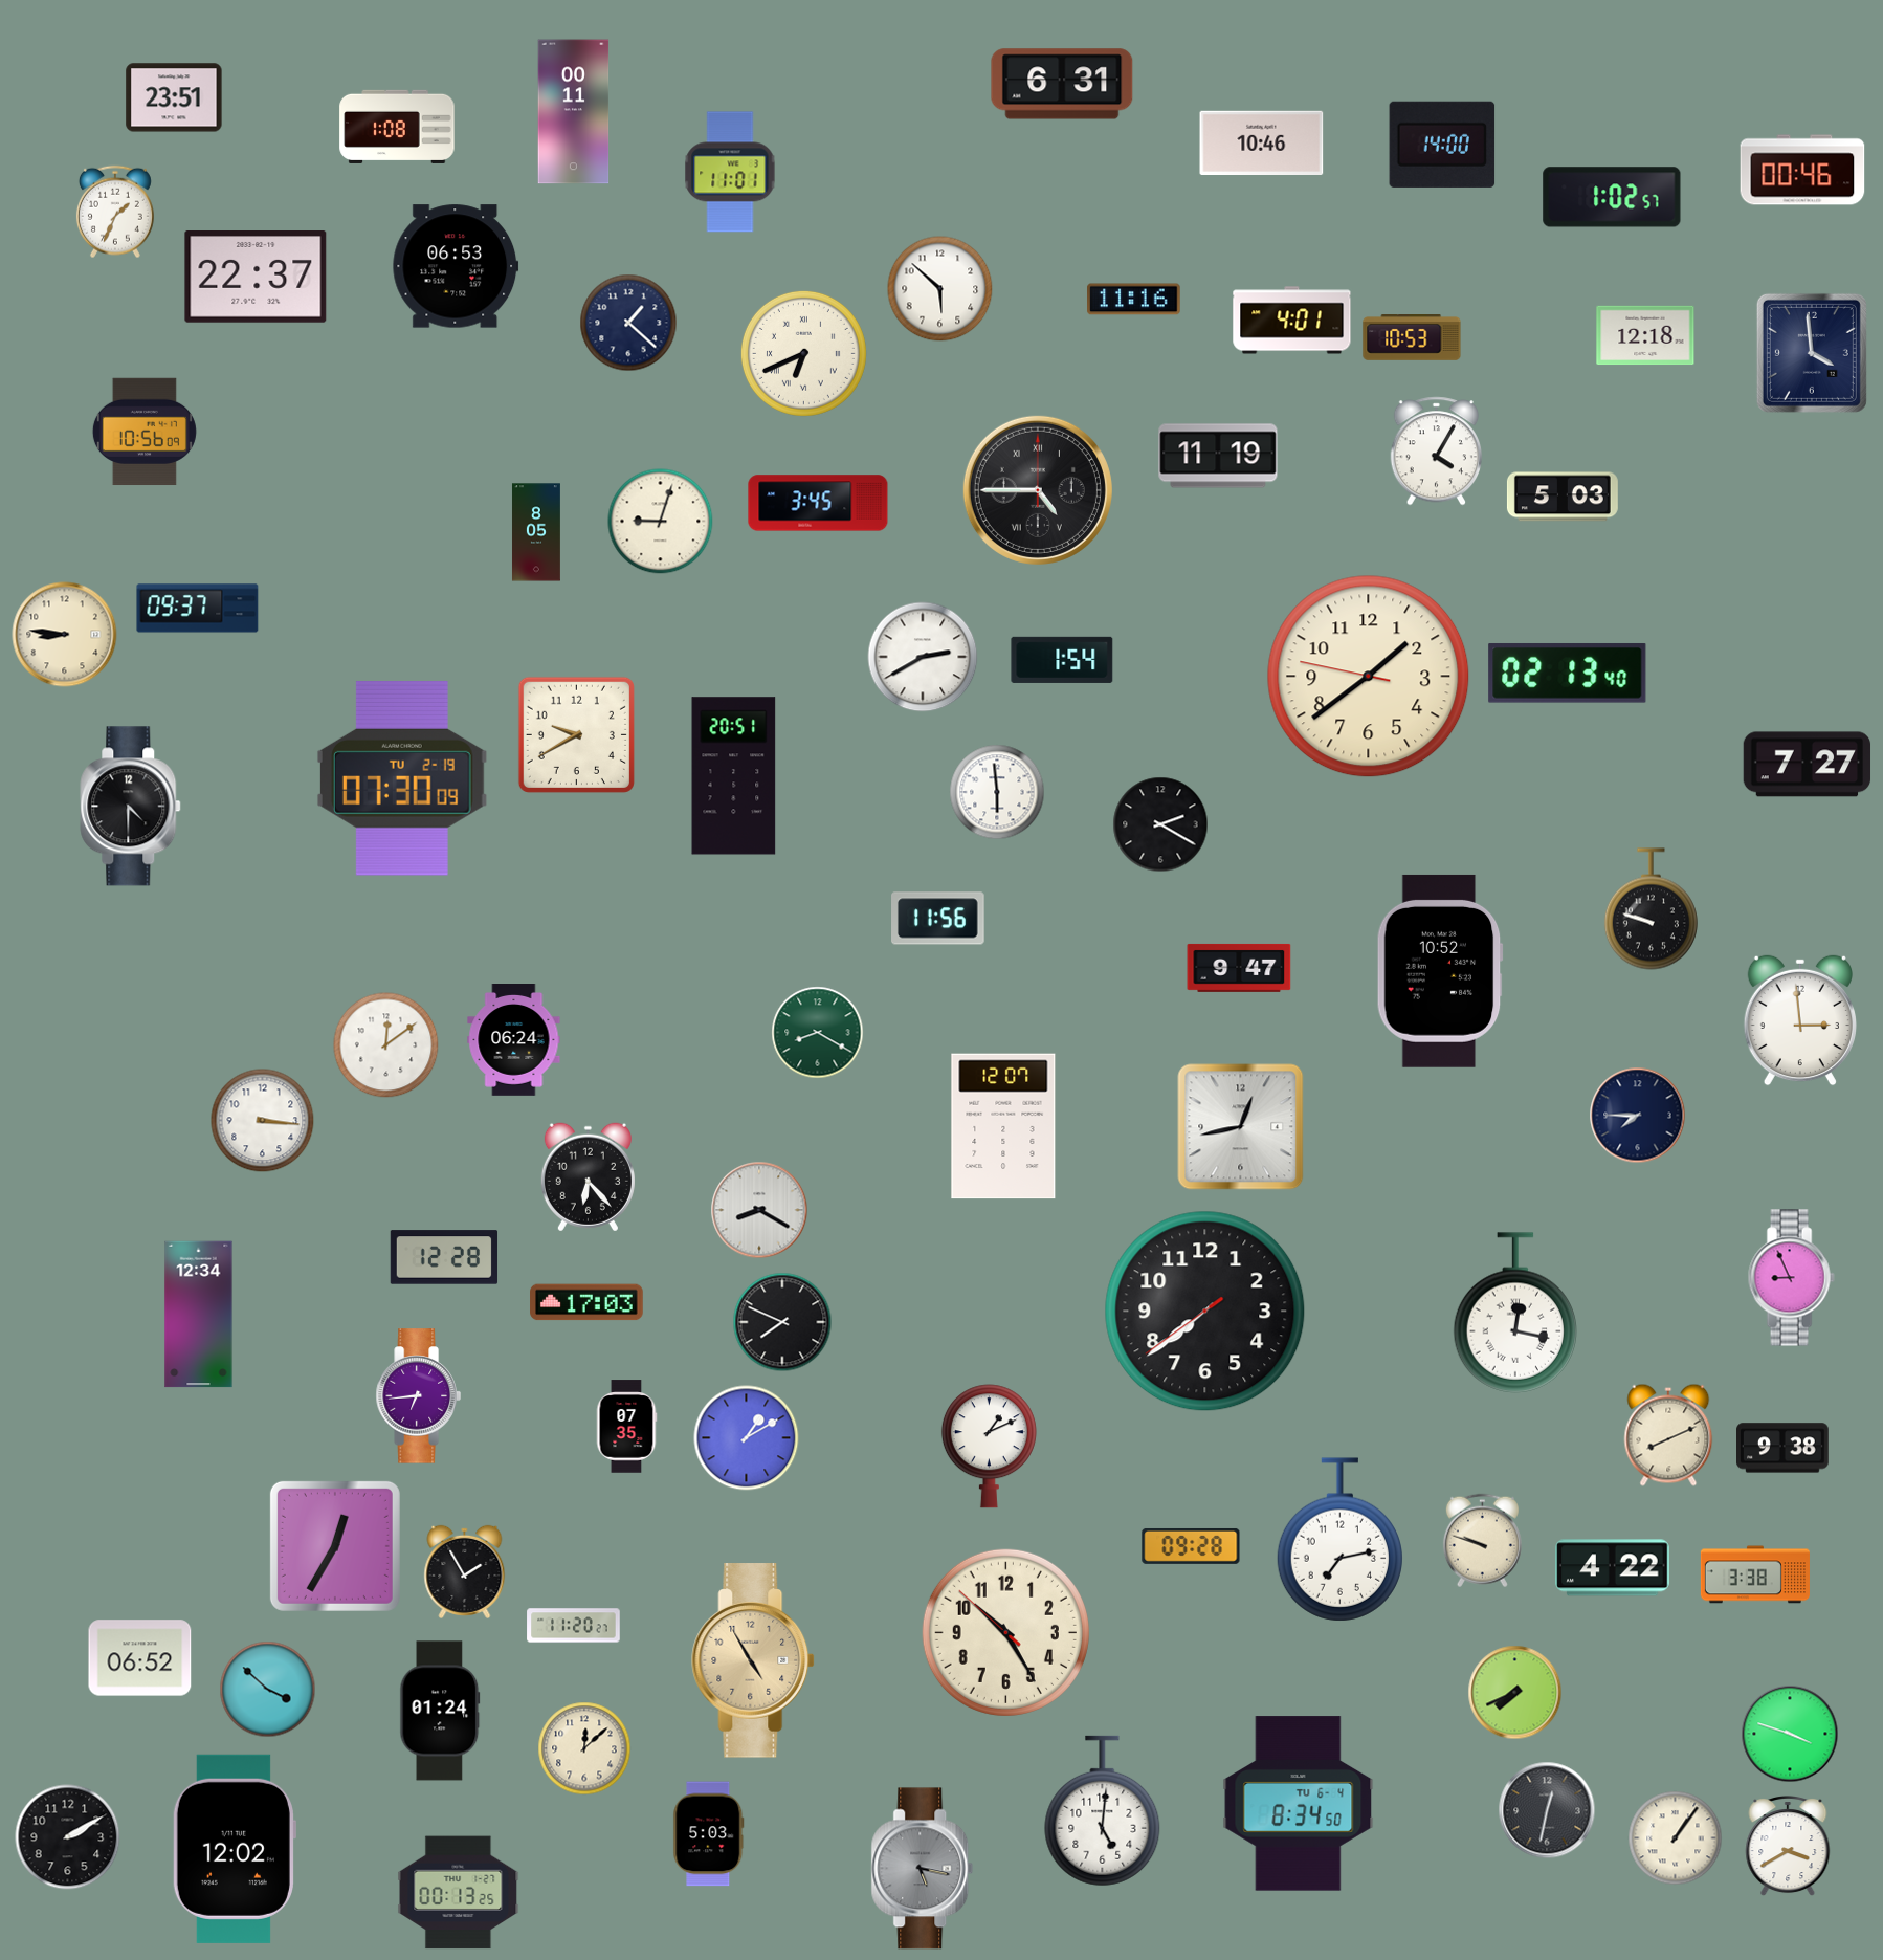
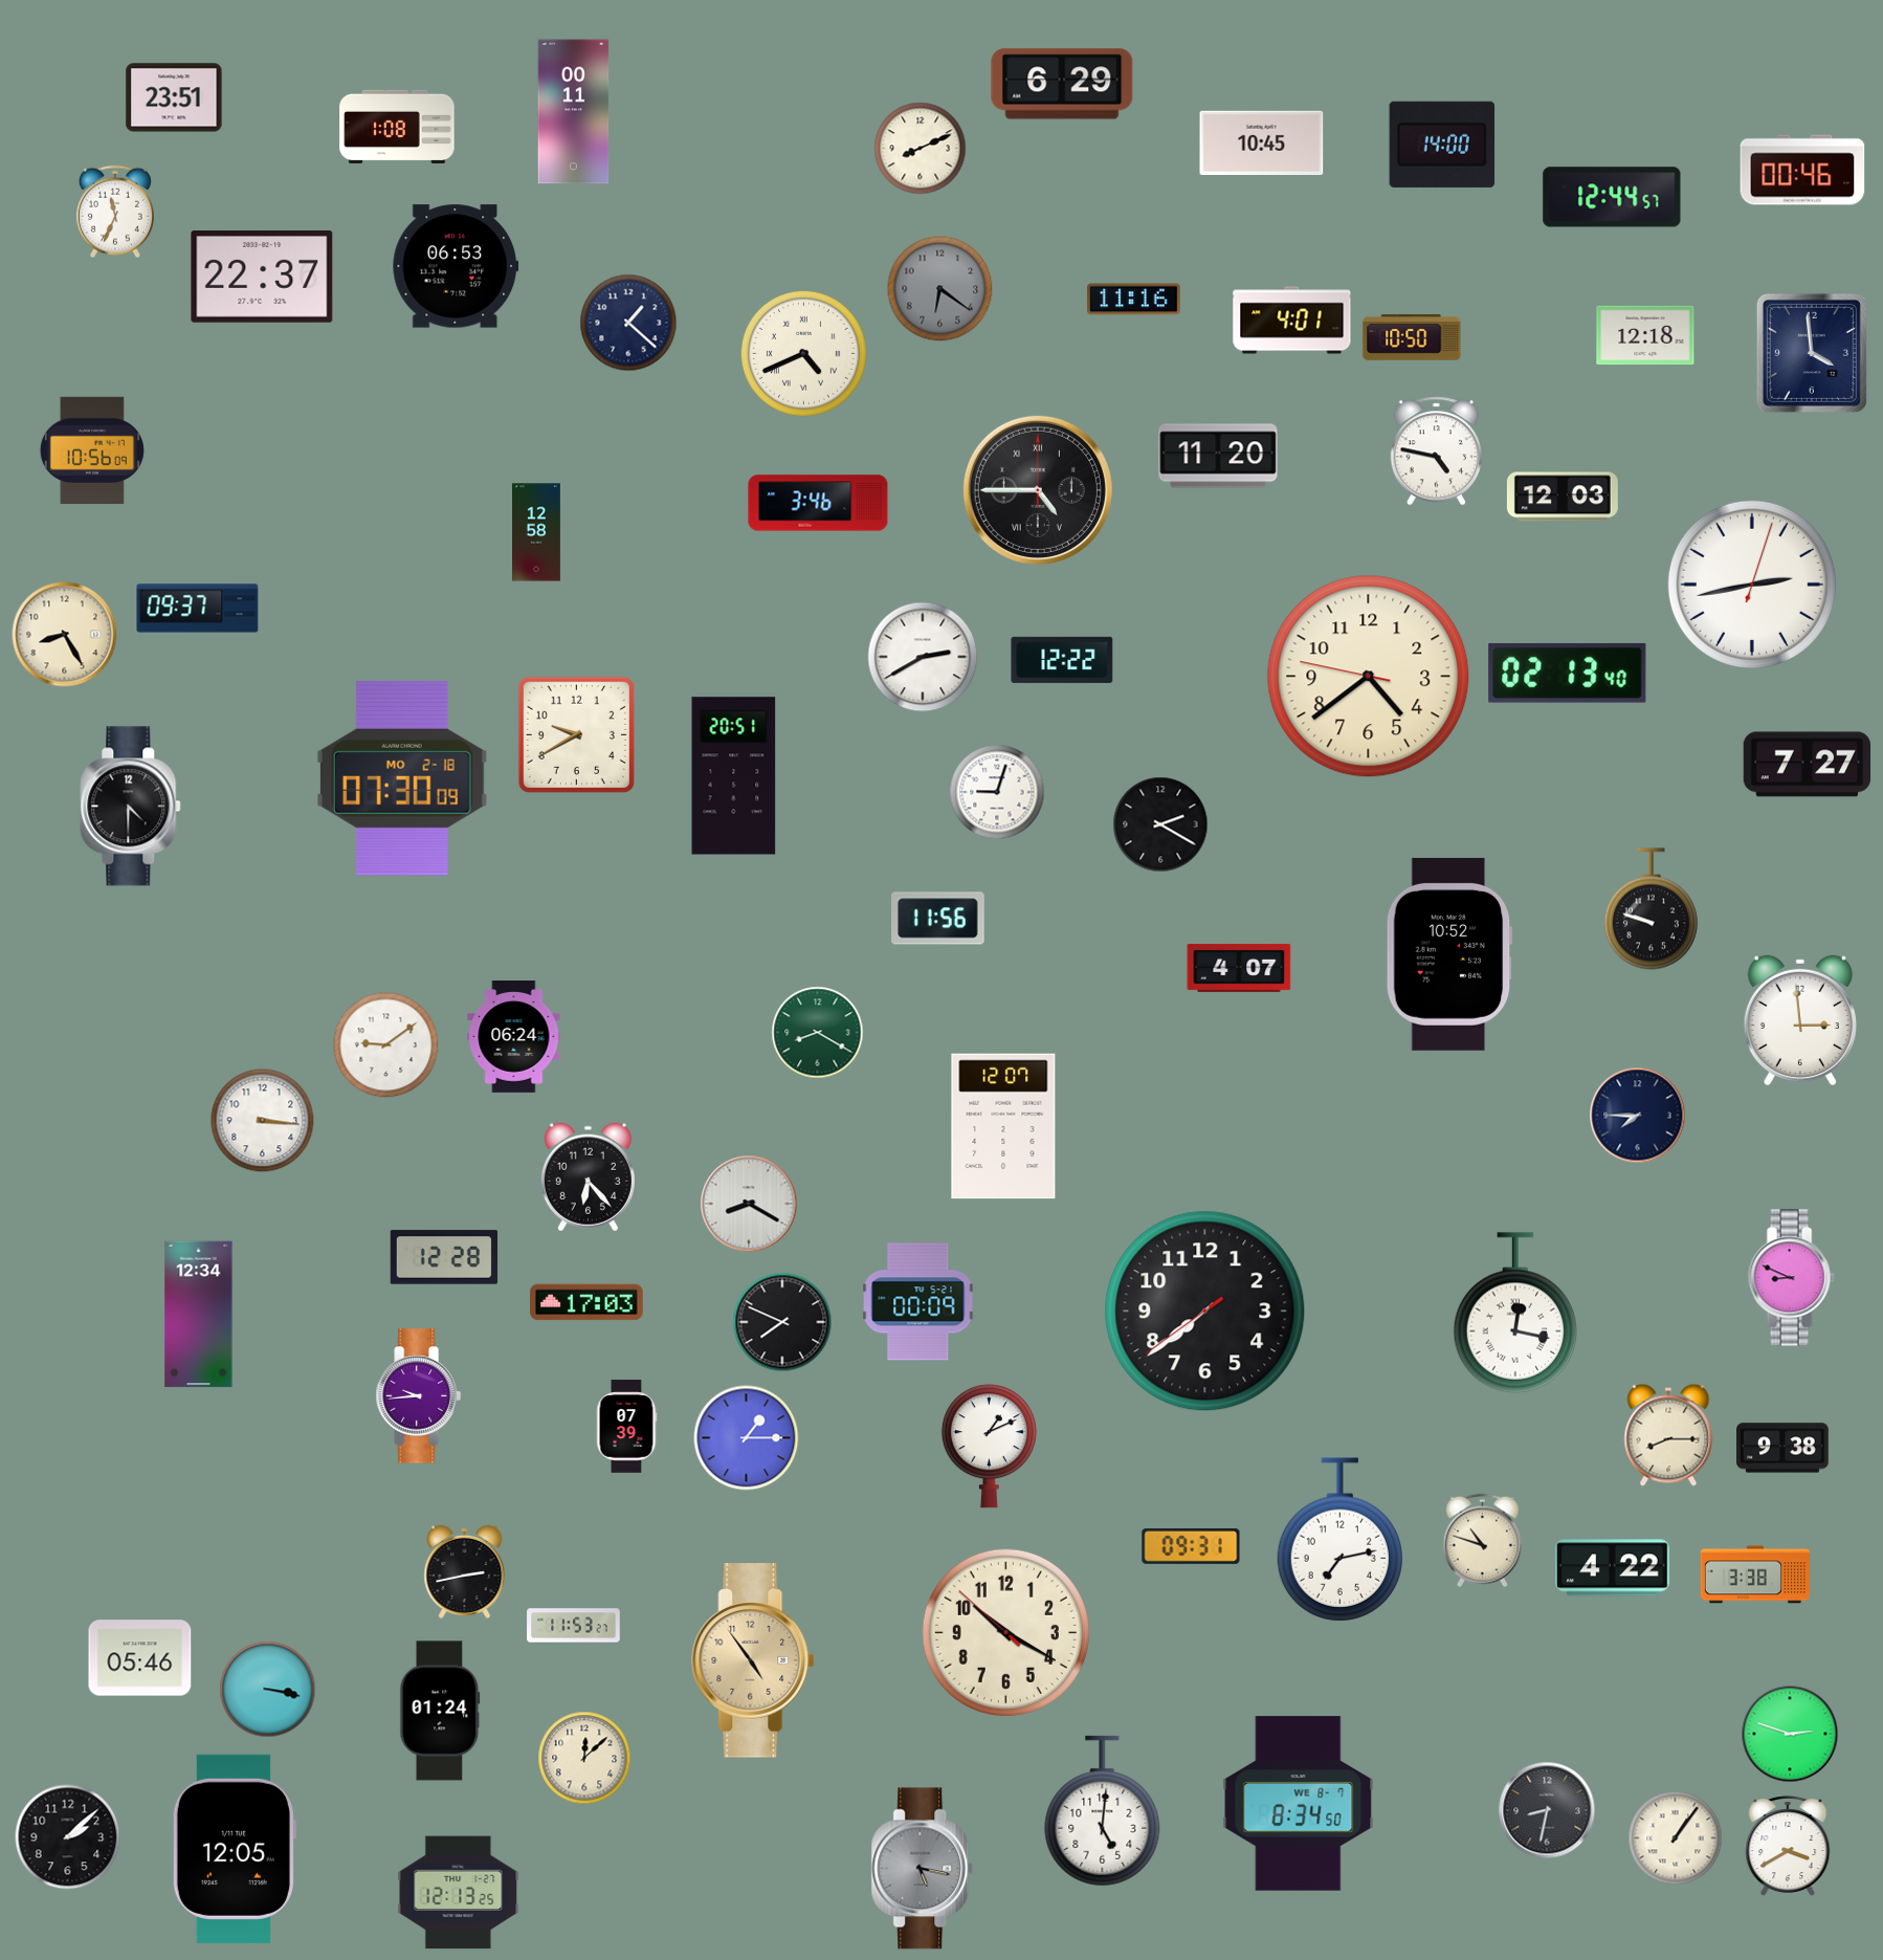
clock at (1062, 84): 6:31 -> 6:29
clock at (1262, 142): 10:46 -> 10:45
clock at (921, 149): none -> 8:11
clock at (730, 172): 11:01 -> none
clock at (1612, 197): 1:02 -> 12:44
clock at (115, 212): 1:34 -> 11:34
clock at (256, 278) position: (256, 278) -> (262, 278)
clock at (940, 289): 5:52 -> 6:21
clock at (940, 289) dial: white -> grey
clock at (1412, 338): 10:53 -> 10:50
clock at (803, 353): 6:41 -> 4:41
clock at (145, 432) position: (145, 432) -> (92, 450)
clock at (1436, 452): 4:05 -> 4:47
clock at (1218, 456): 11:19 -> 11:20
clock at (1563, 497): 5:03 -> 12:03
clock at (818, 503): 3:45 -> 3:46
clock at (661, 522): 9:03 -> none
clock at (536, 532): 8:05 -> 12:58
clock at (1752, 585): none -> 2:43
clock at (65, 635): 8:46 -> 8:25
clock at (1062, 660): 1:54 -> 12:22
clock at (1369, 677): 1:38 -> 4:38
clock at (402, 778) date: TU 2-19 -> MO 2-18
clock at (997, 792): 5:59 -> 9:03
clock at (1239, 968): 9:47 -> 4:07
clock at (1440, 971) position: (1440, 971) -> (1449, 954)
clock at (514, 1040) position: (514, 1040) -> (514, 1037)
clock at (386, 1045): 12:09 -> 9:09
clock at (1241, 1127): 12:43 -> none
clock at (759, 1210) position: (759, 1210) -> (749, 1204)
clock at (1791, 1278): 8:56 -> 8:49
clock at (918, 1302): none -> 00:09
clock at (418, 1396): 6:44 -> 9:44
clock at (626, 1427): 07:35 -> 07:39
clock at (1668, 1435): 8:11 -> 8:15
clock at (747, 1438): 1:10 -> 1:15
clock at (1482, 1541): 9:48 -> 10:48
clock at (335, 1546): 12:35 -> none
clock at (1191, 1546): 09:28 -> 09:31
clock at (465, 1571): 1:55 -> 2:43
clock at (574, 1626): 11:20 -> 11:53
clock at (1005, 1632): 10:24 -> 10:19
clock at (140, 1658): 06:52 -> 05:46
clock at (754, 1660): 4:55 -> 4:54
clock at (268, 1690): 3:52 -> 3:17
clock at (1515, 1693): 7:41 -> none
clock at (1790, 1734): 3:48 -> 2:48
clock at (584, 1748) position: (584, 1748) -> (584, 1758)
clock at (1299, 1804) date: TU 6-4 -> WE 8-7
clock at (1547, 1810): 12:32 -> 8:32
clock at (709, 1834): 5:03 -> none
clock at (68, 1837): 2:10 -> 2:08
clock at (234, 1849): 12:02 -> 12:05
clock at (459, 1893): 00:13 -> 12:13
